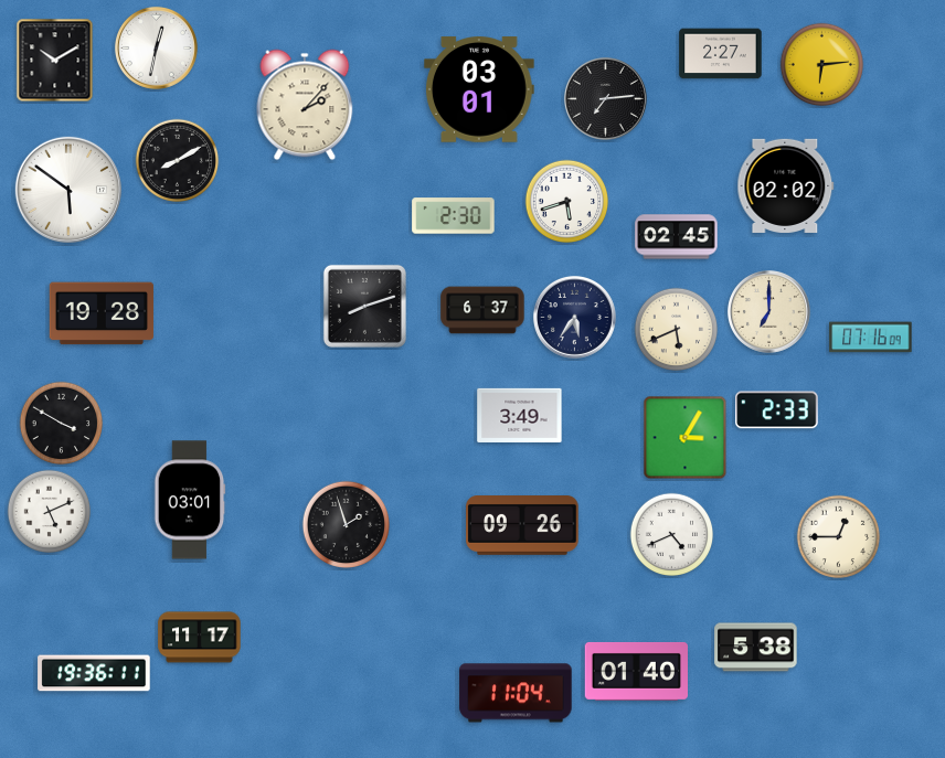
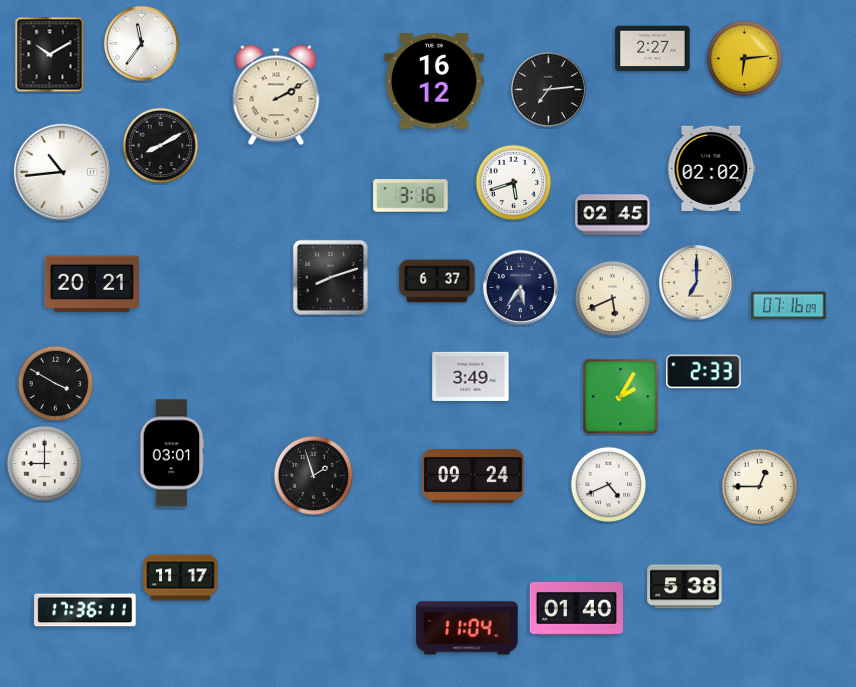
clock at (156, 47): 12:32 -> 11:36
clock at (480, 89): 03:01 -> 16:12
clock at (305, 105): 2:07 -> 2:10
clock at (68, 190): 5:51 -> 10:44
clock at (454, 216): 2:30 -> 3:16
clock at (102, 313): 19:28 -> 20:21
clock at (686, 438): 3:05 -> 2:05
clock at (50, 512): 5:11 -> 9:00
clock at (522, 526): 09:26 -> 09:24
clock at (94, 673): 19:36 -> 17:36
